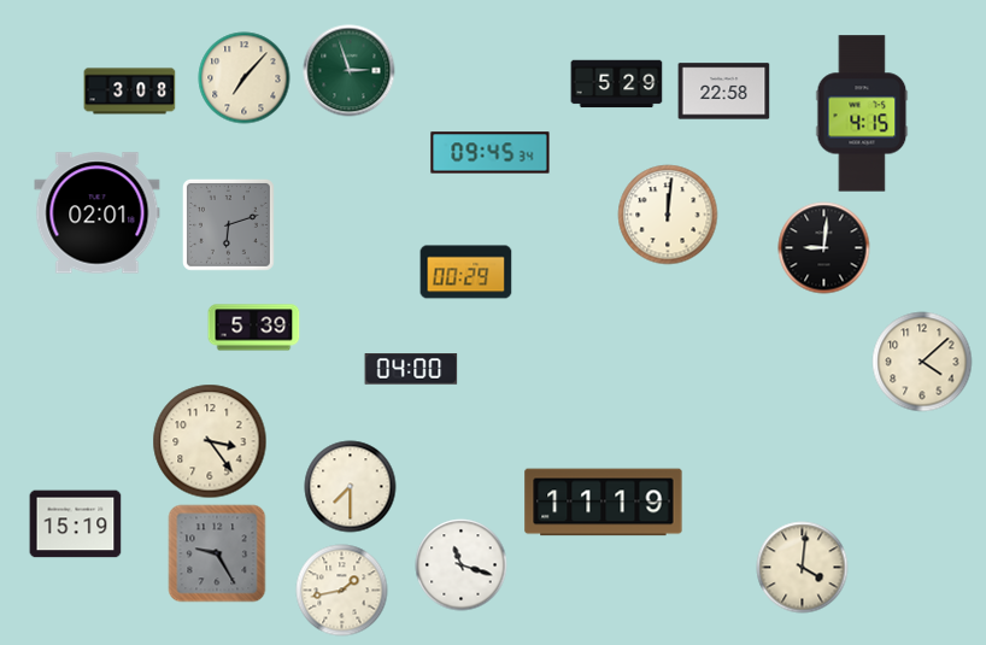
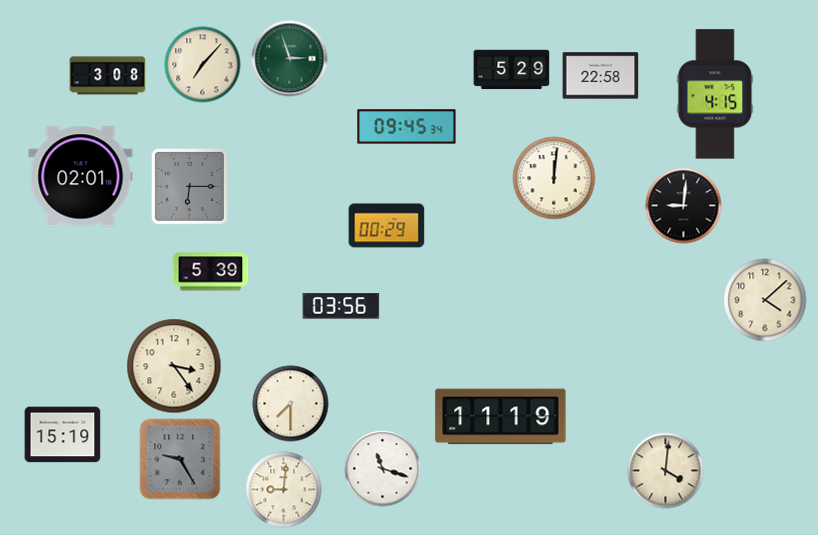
clock at (228, 224): 6:12 -> 6:15
clock at (411, 369): 04:00 -> 03:56
clock at (342, 591): 1:43 -> 9:01
